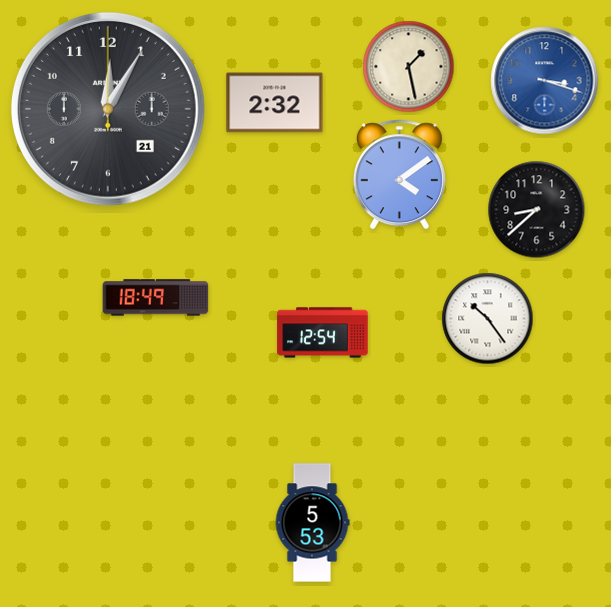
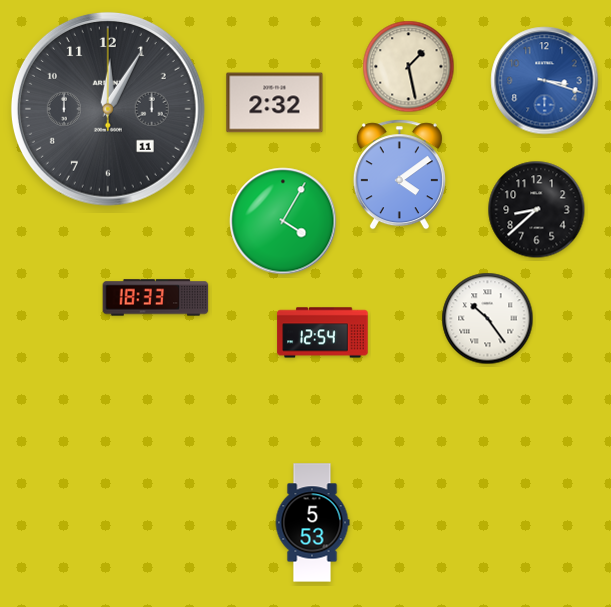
clock at (108, 109) date: 21 -> 11
clock at (283, 221): none -> 4:05
clock at (156, 298): 18:49 -> 18:33
